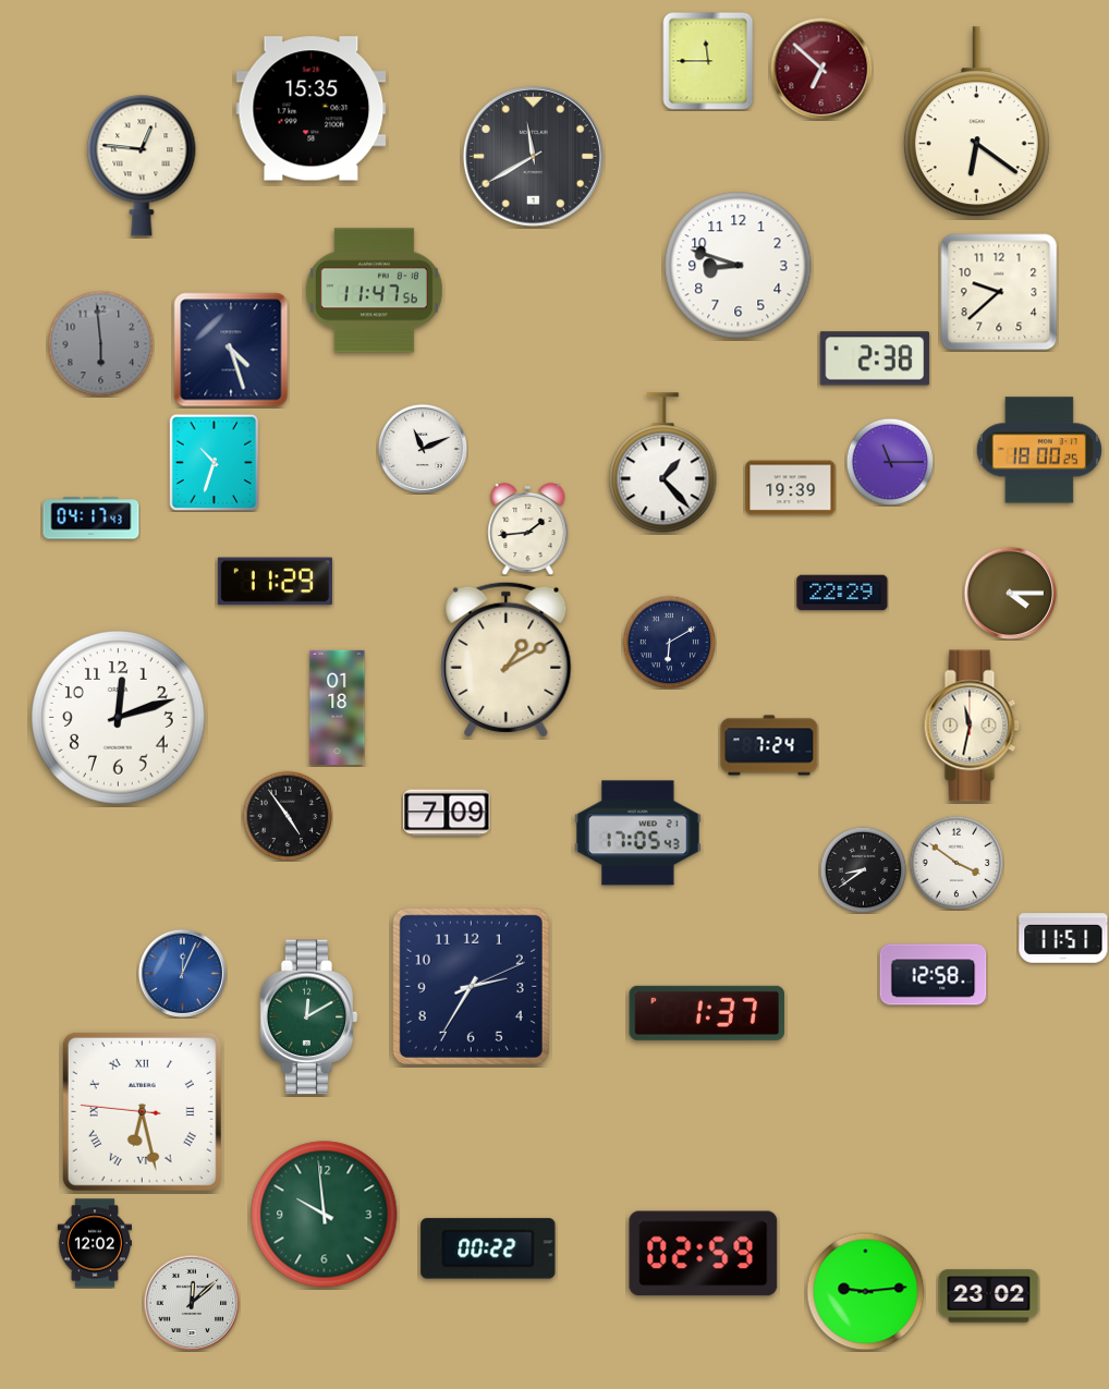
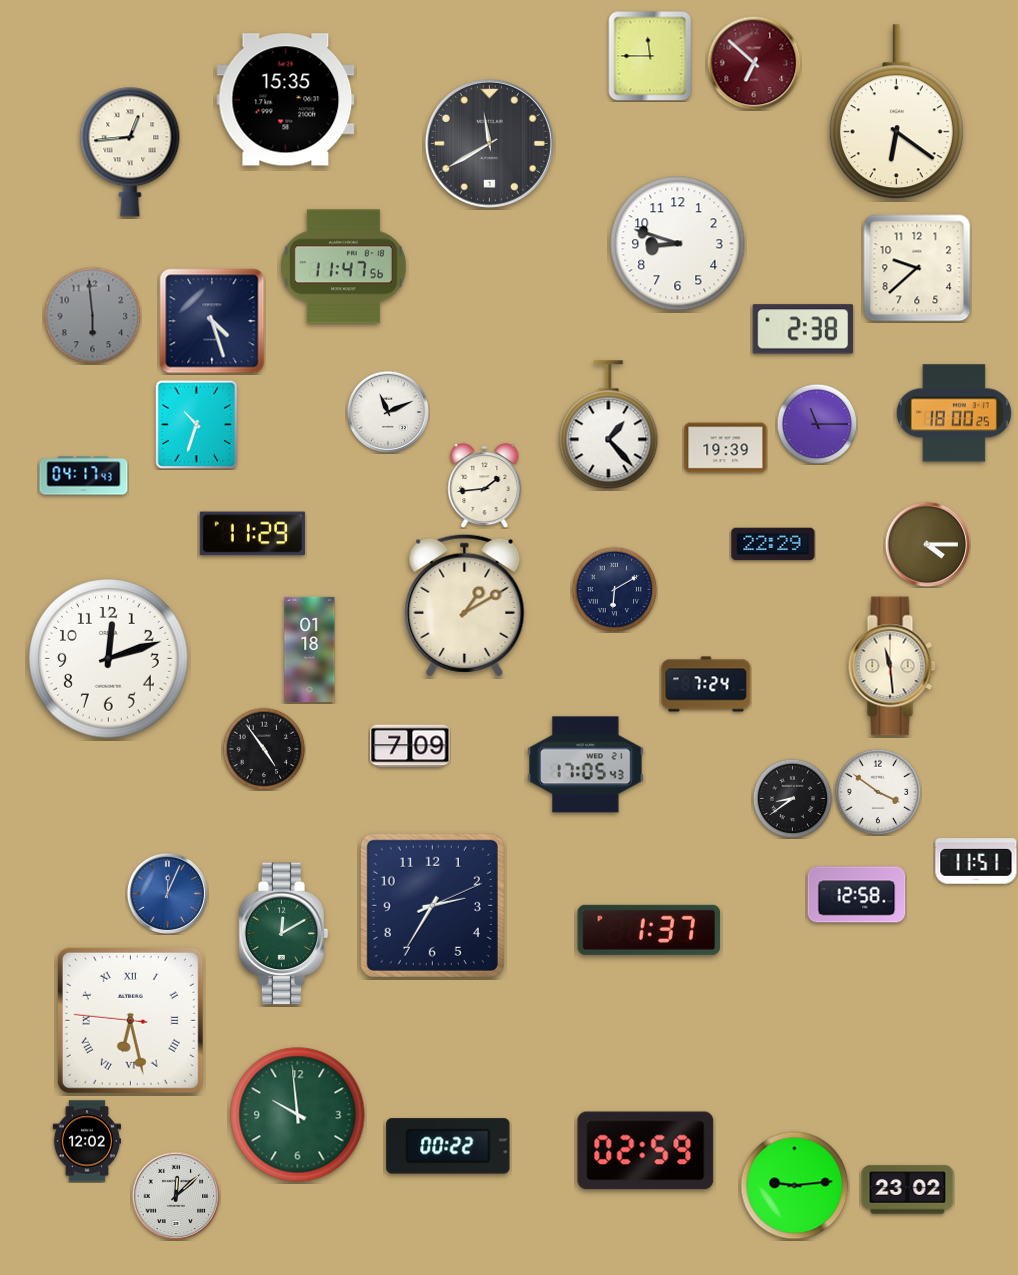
clock at (142, 166): 12:46 -> 12:44
clock at (972, 726): 11:32 -> 11:29
